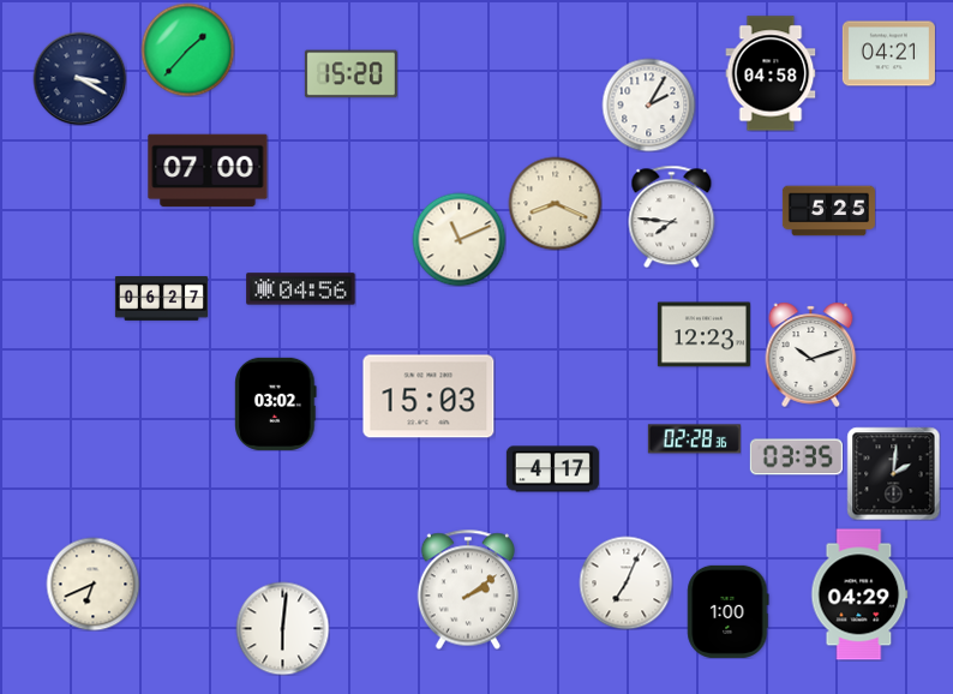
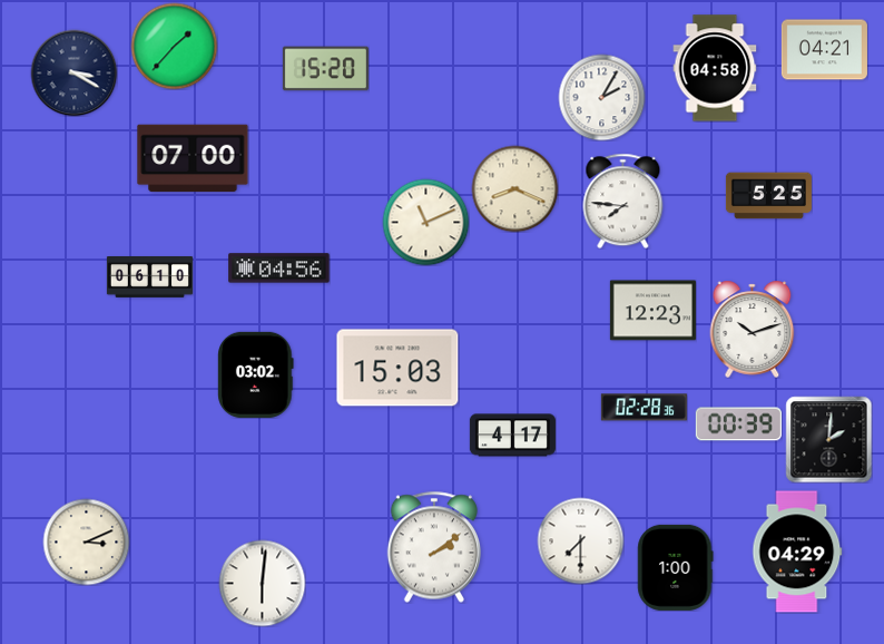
clock at (161, 299): 06:27 -> 06:10
clock at (796, 457): 03:35 -> 00:39
clock at (625, 582): 7:04 -> 7:30
clock at (92, 584): 6:41 -> 3:11
